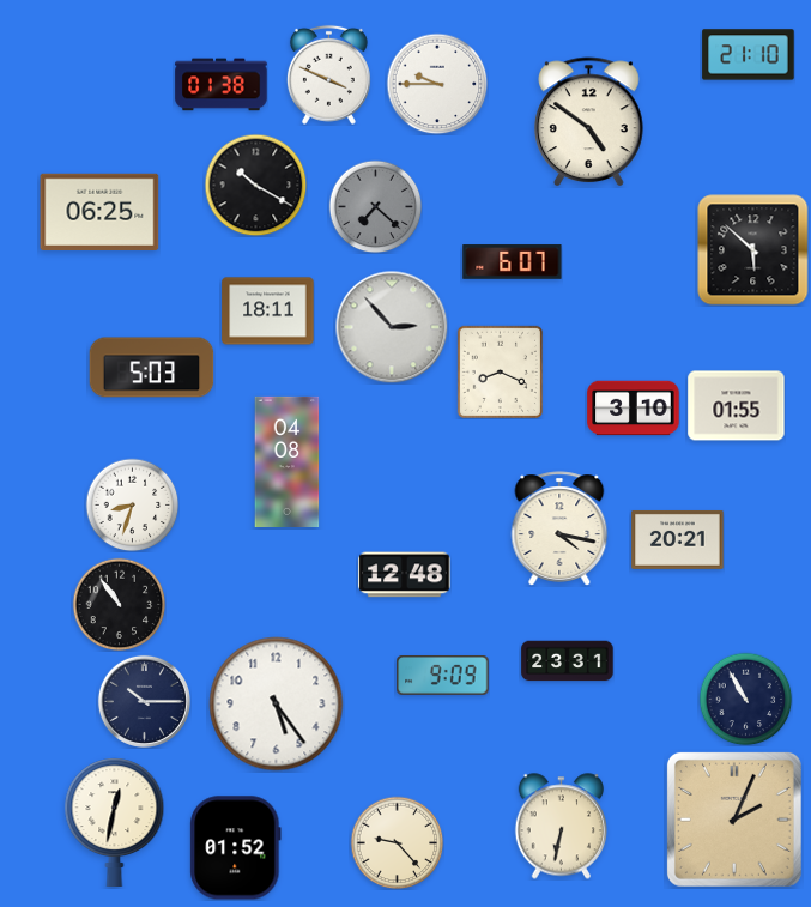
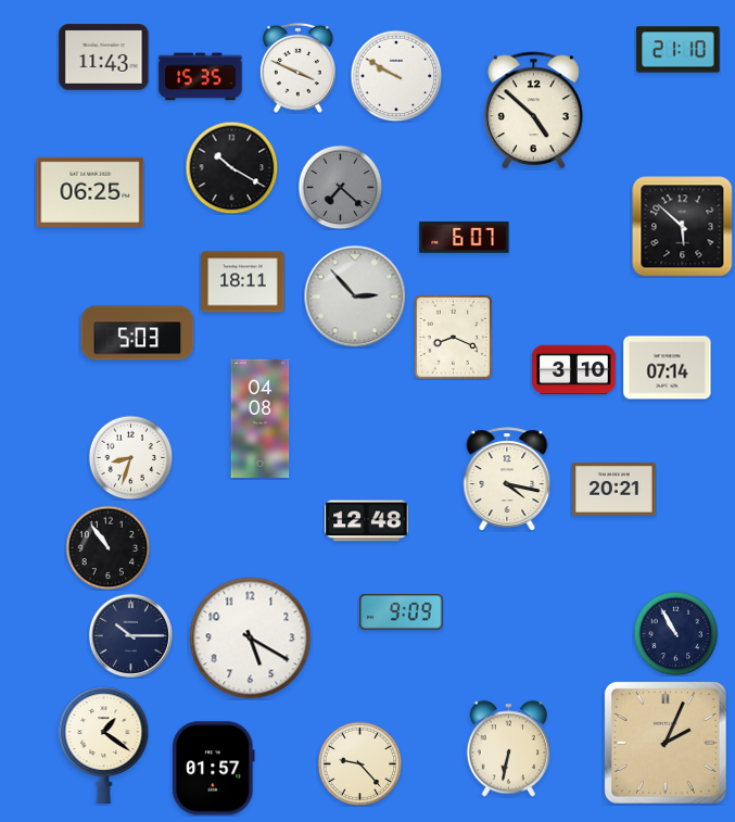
clock at (104, 58): none -> 11:43
clock at (437, 84): 9:45 -> 9:50
clock at (222, 85): 01:38 -> 15:35
clock at (589, 122): 4:51 -> 4:52
clock at (737, 406): 01:55 -> 07:14
clock at (132, 504) position: (132, 504) -> (130, 457)
clock at (568, 661): 23:31 -> none
clock at (277, 705): 5:24 -> 5:20
clock at (115, 822): 12:32 -> 1:21
clock at (236, 848): 01:52 -> 01:57
